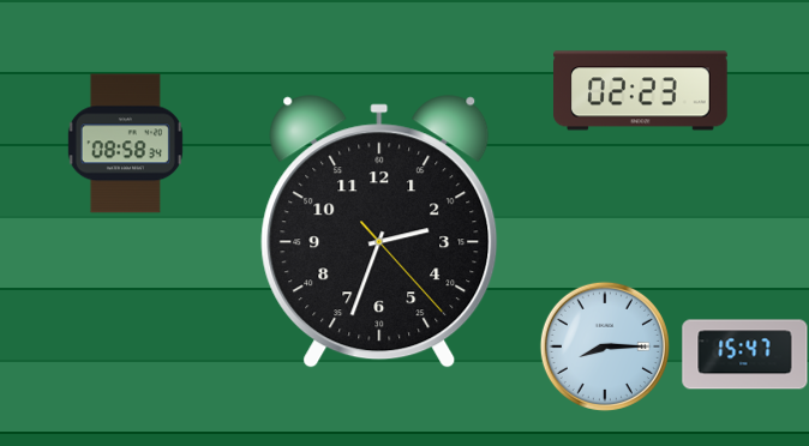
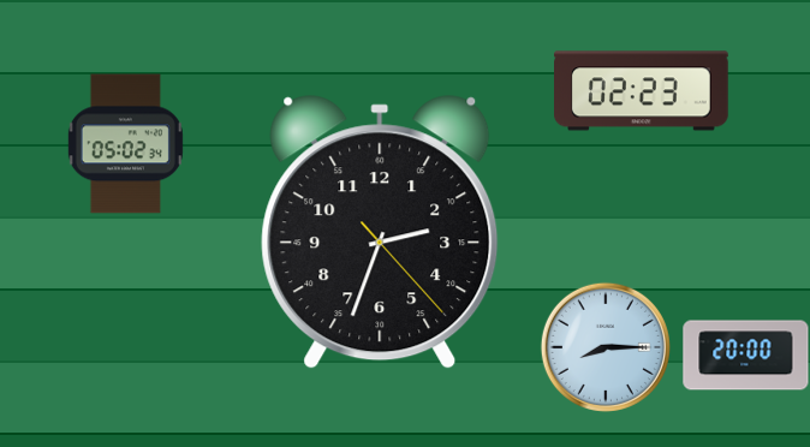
clock at (125, 144): 08:58 -> 05:02
clock at (745, 355): 15:47 -> 20:00
